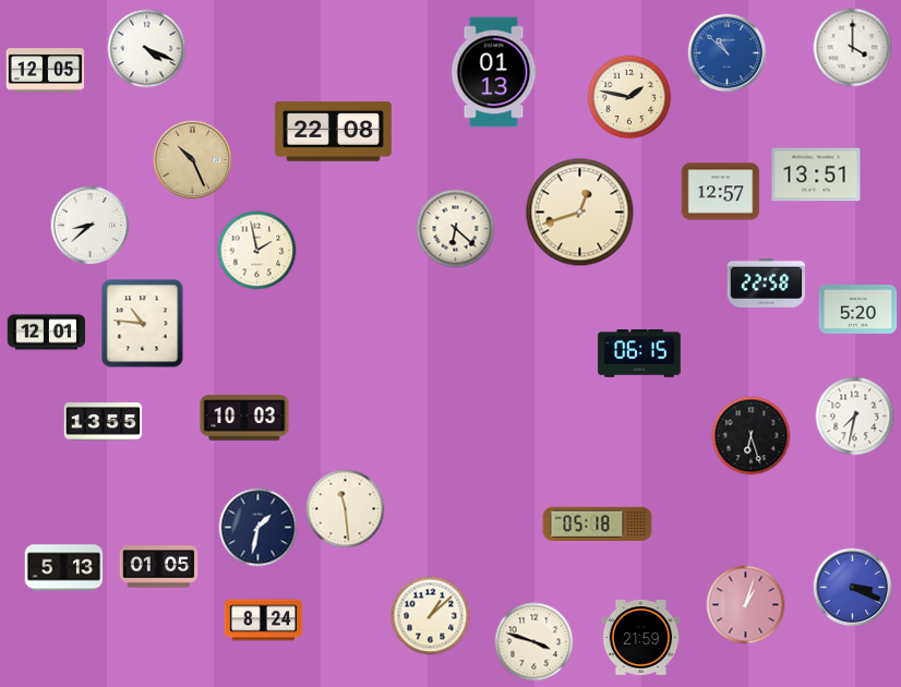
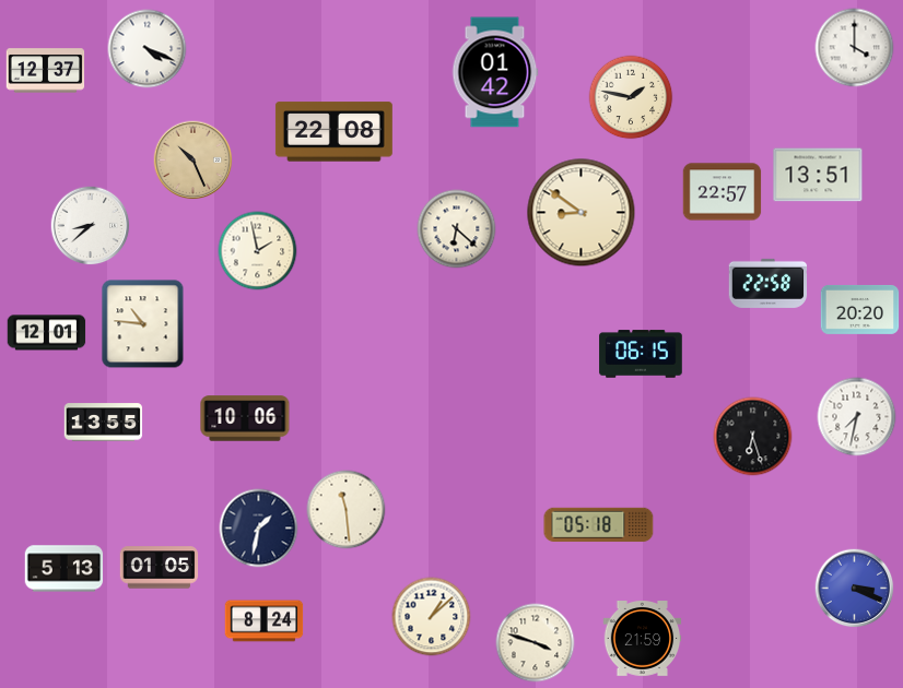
clock at (728, 53): 10:52 -> none
clock at (46, 71): 12:05 -> 12:37
clock at (494, 72): 01:13 -> 01:42
clock at (721, 192): 12:57 -> 22:57
clock at (580, 213): 12:42 -> 8:51
clock at (858, 309): 5:20 -> 20:20
clock at (244, 418): 10:03 -> 10:06
clock at (746, 605): 1:03 -> none
